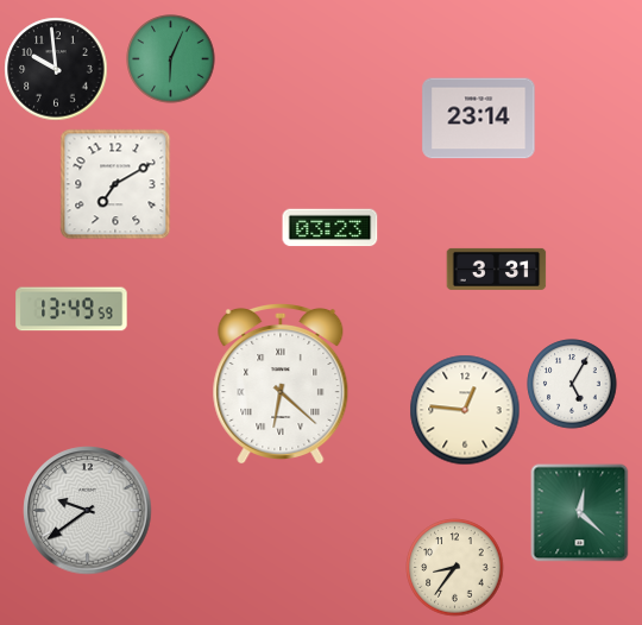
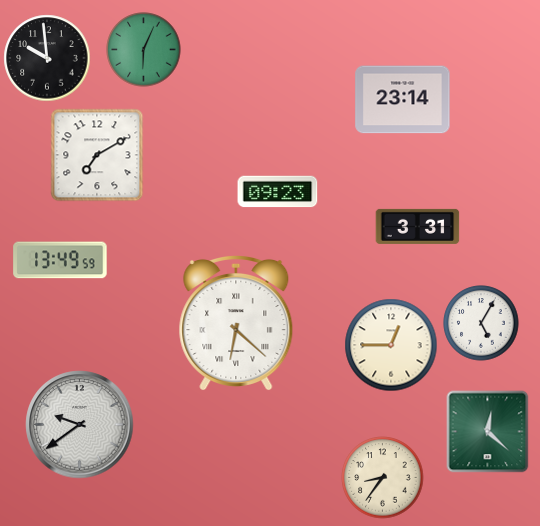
clock at (331, 228): 03:23 -> 09:23
clock at (465, 410): 12:46 -> 12:45
clock at (88, 511) position: (88, 511) -> (80, 425)
